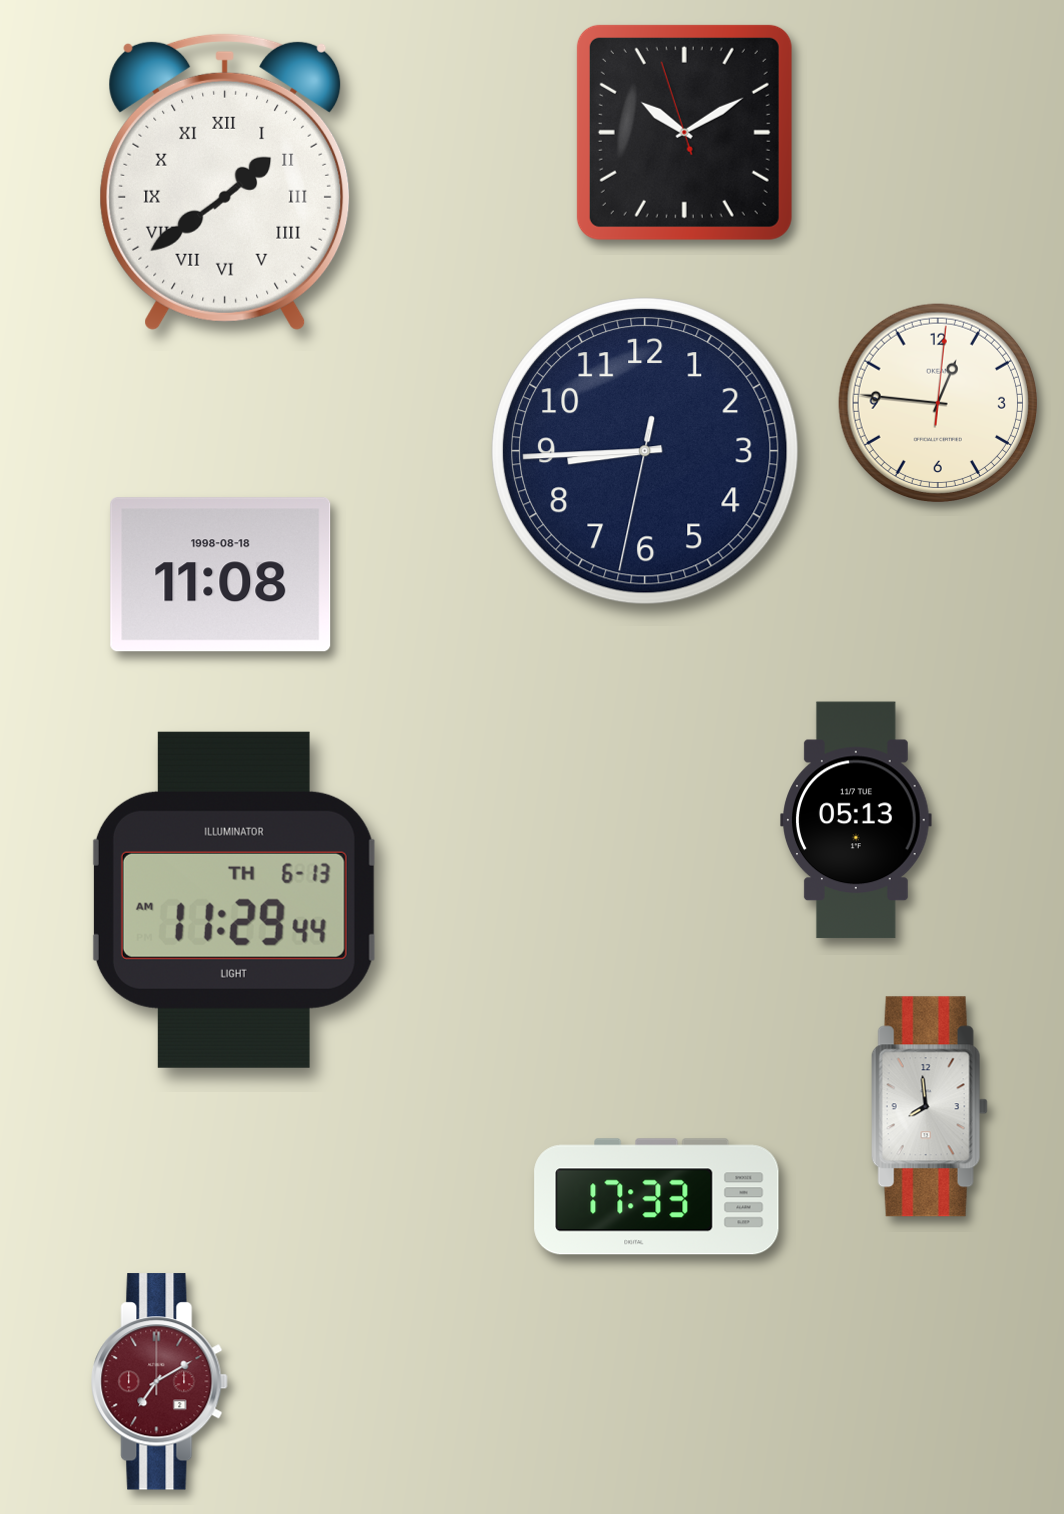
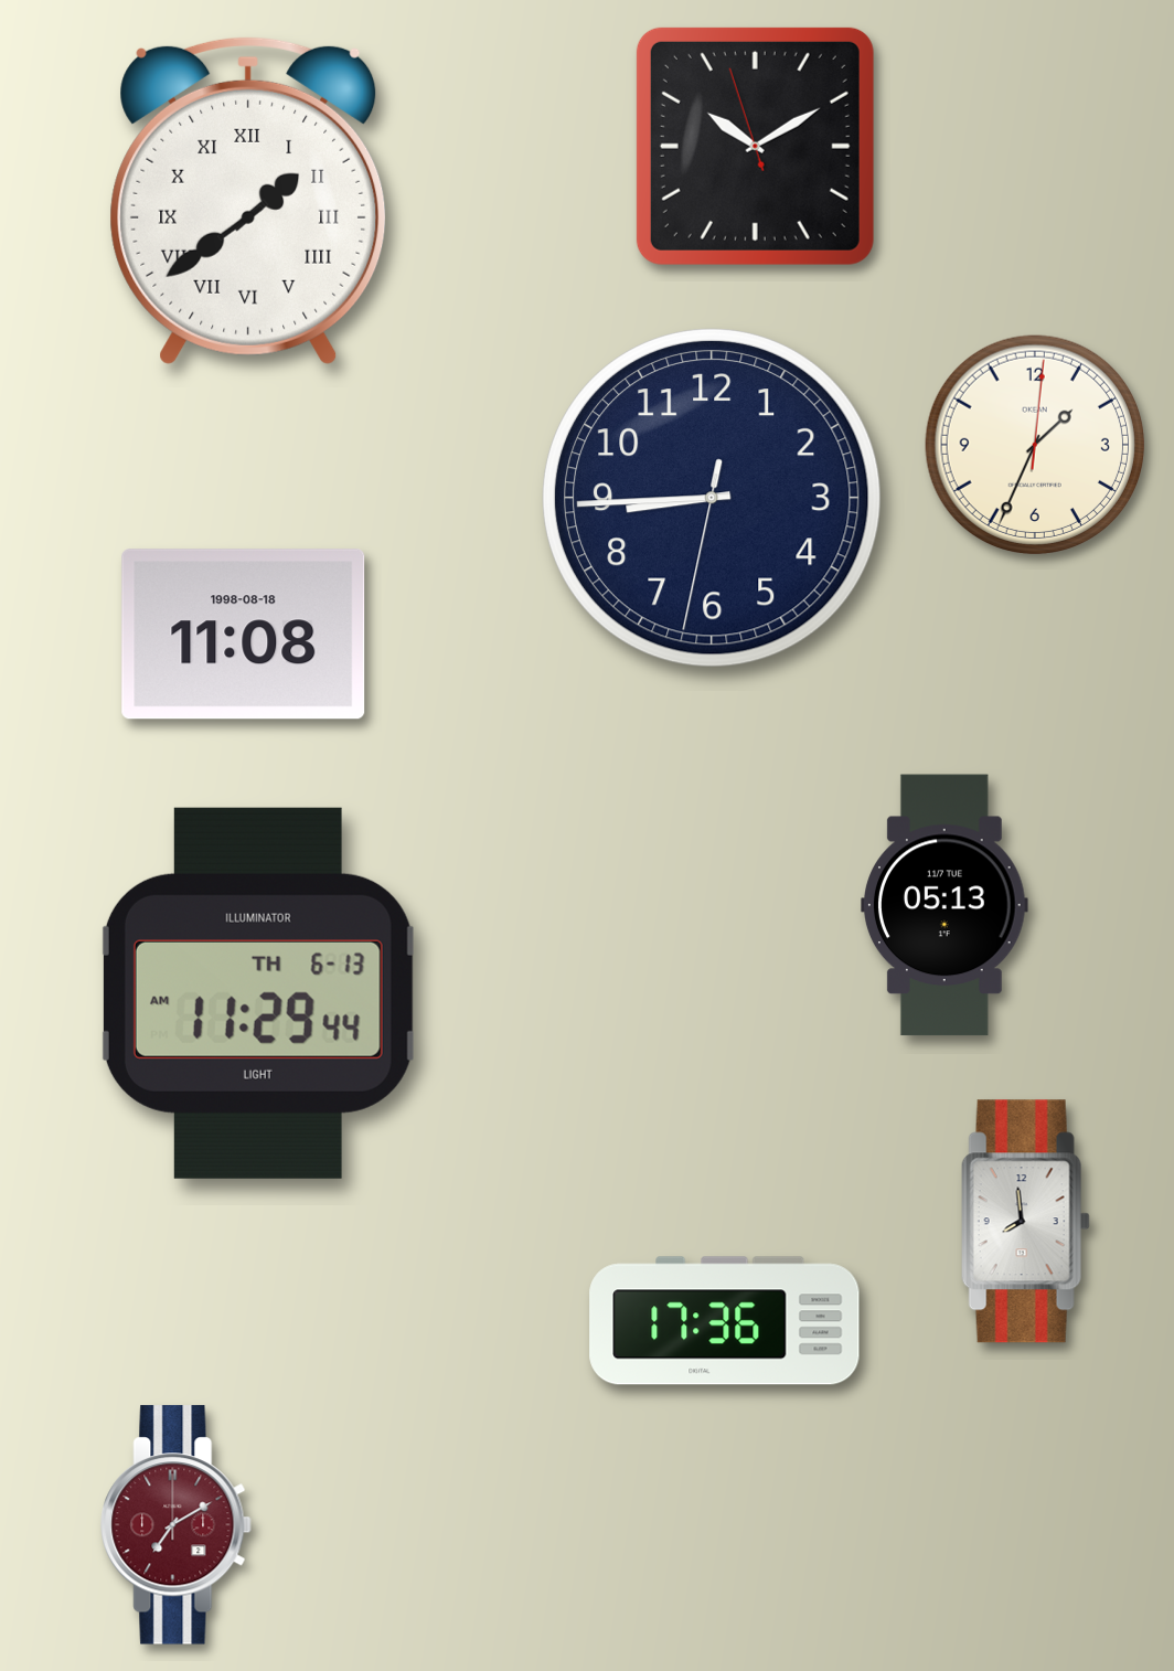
clock at (937, 402): 12:46 -> 1:34
clock at (657, 1197): 17:33 -> 17:36
